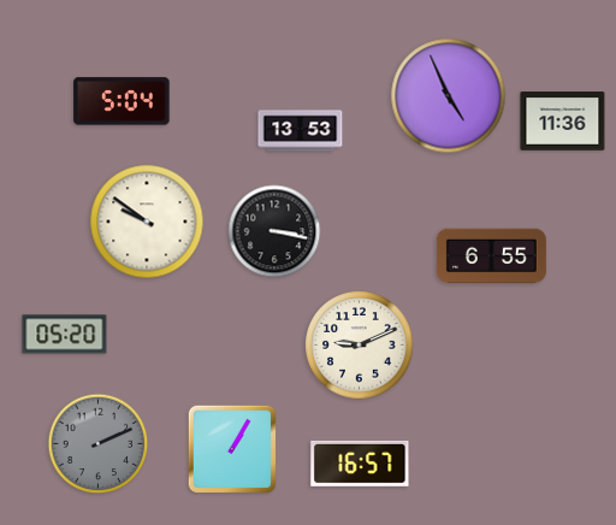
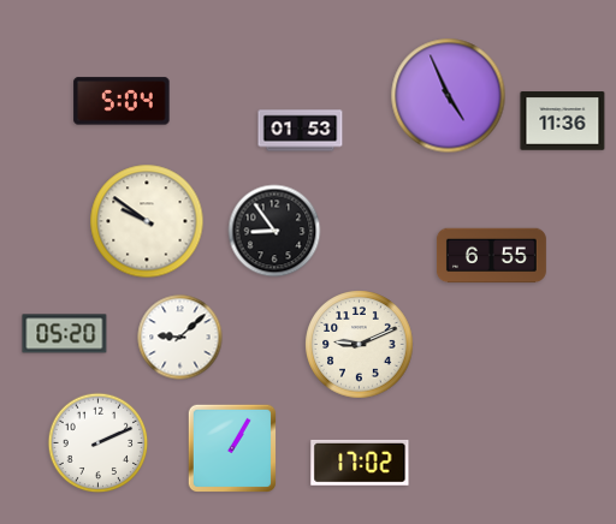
clock at (301, 131): 13:53 -> 01:53
clock at (274, 231): 3:17 -> 8:54
clock at (180, 338): none -> 9:08
clock at (99, 444) dial: grey -> white
clock at (360, 464): 16:57 -> 17:02
